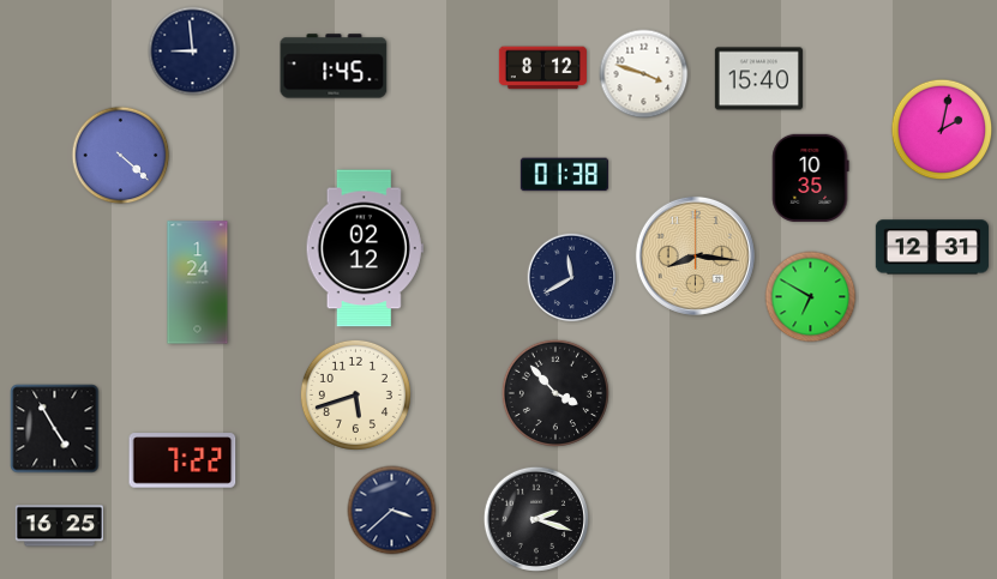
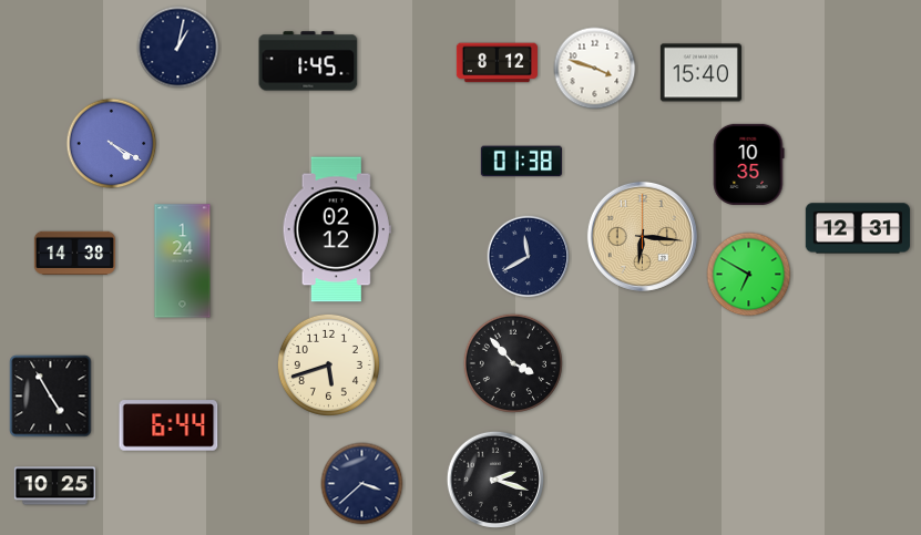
clock at (193, 52): 8:59 -> 1:02
clock at (542, 68) position: (542, 68) -> (497, 63)
clock at (942, 129): 2:02 -> none
clock at (121, 156): 4:22 -> 4:20
clock at (932, 247) position: (932, 247) -> (858, 228)
clock at (695, 255): 8:16 -> 6:16
clock at (74, 254): none -> 14:38
clock at (182, 460): 7:22 -> 6:44
clock at (392, 511) position: (392, 511) -> (362, 484)
clock at (59, 526): 16:25 -> 10:25
